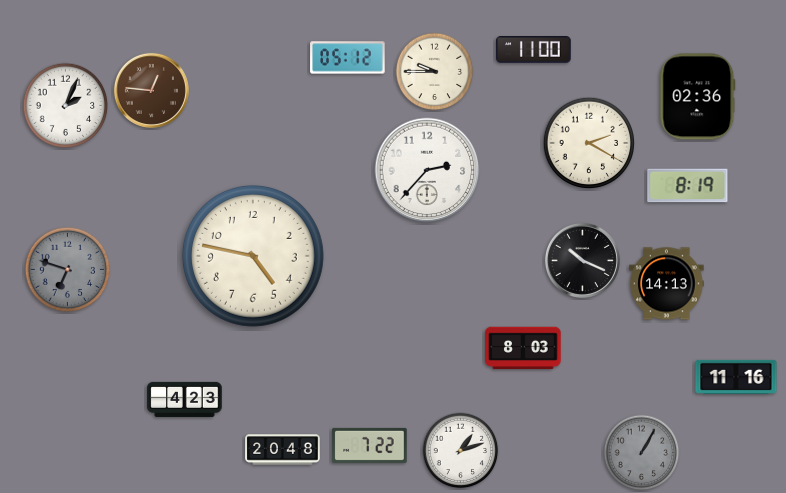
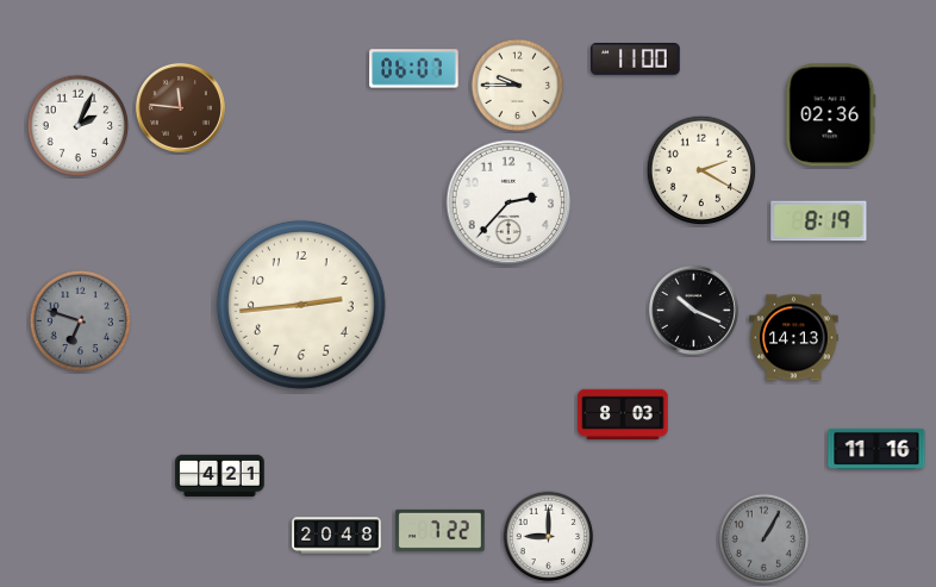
clock at (348, 58): 05:12 -> 06:07
clock at (151, 90): 12:46 -> 11:46
clock at (253, 256): 4:47 -> 2:44
clock at (185, 399): 4:23 -> 4:21
clock at (461, 451): 1:12 -> 9:00
